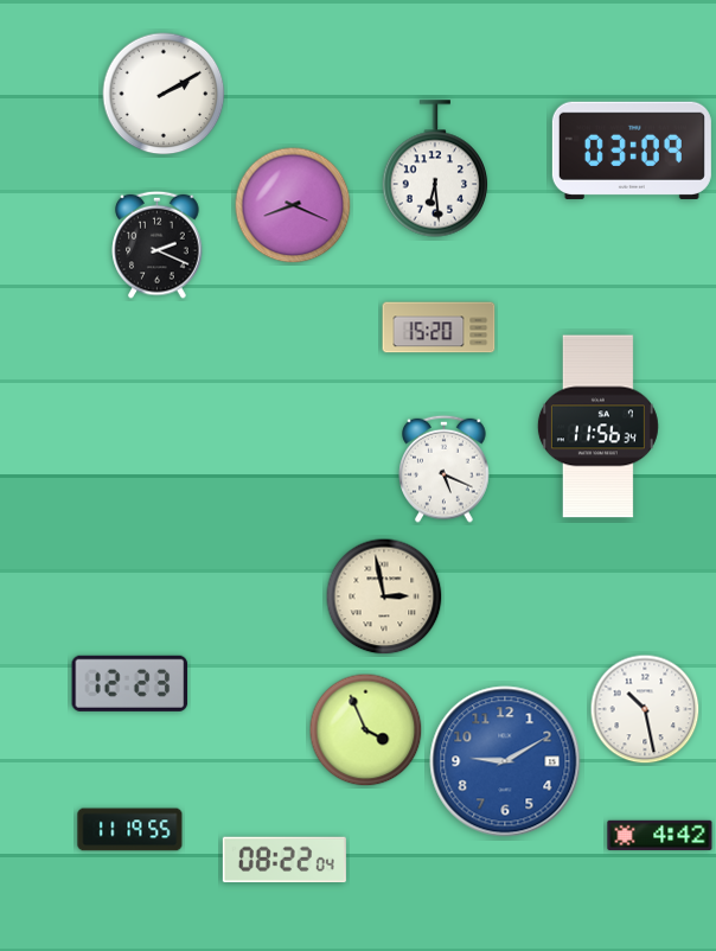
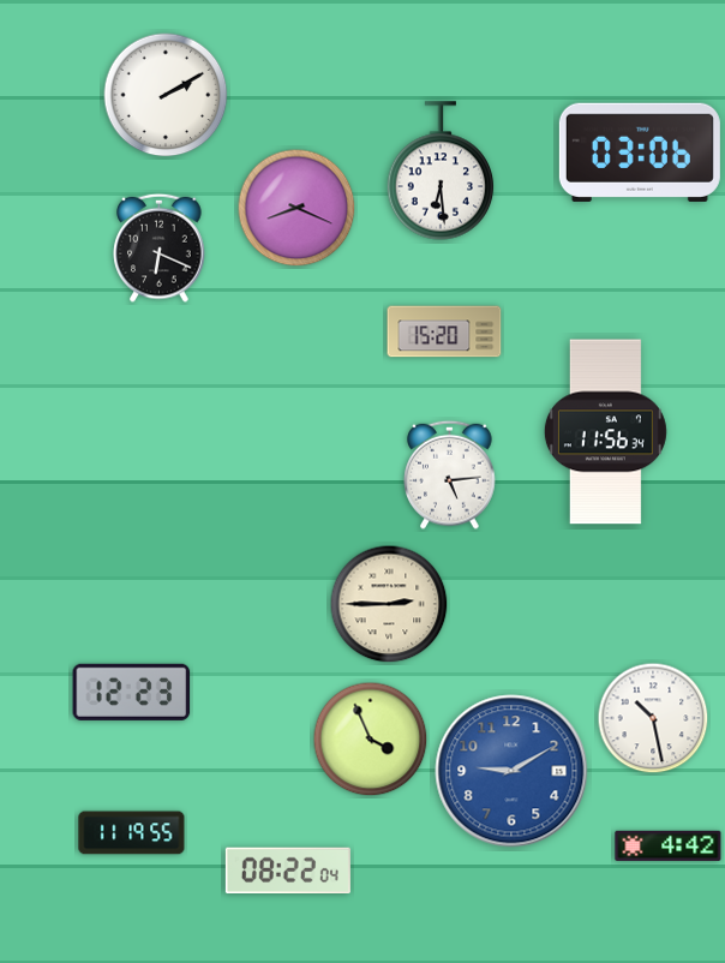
clock at (632, 151): 03:09 -> 03:06
clock at (158, 244): 2:19 -> 6:19
clock at (445, 468): 5:19 -> 5:14
clock at (384, 596): 2:58 -> 2:45
clock at (130, 830) position: (130, 830) -> (132, 833)
